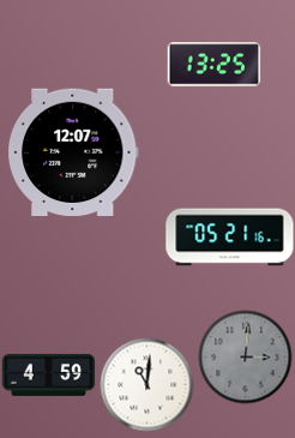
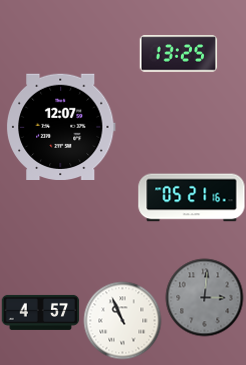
clock at (48, 374): 4:59 -> 4:57
clock at (146, 384): 11:01 -> 10:56
